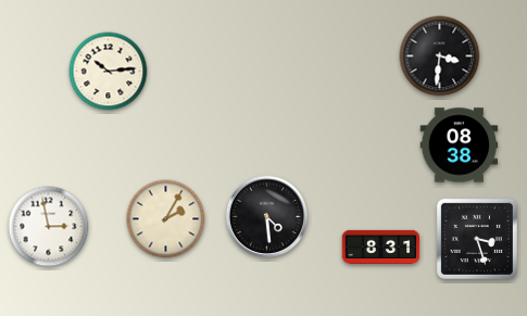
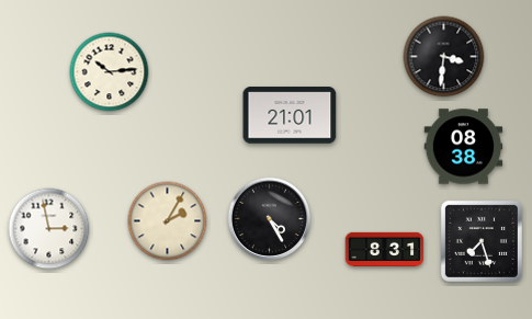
clock at (290, 115): none -> 21:01
clock at (267, 217): 4:29 -> 4:25
clock at (477, 239): 3:27 -> 7:27
